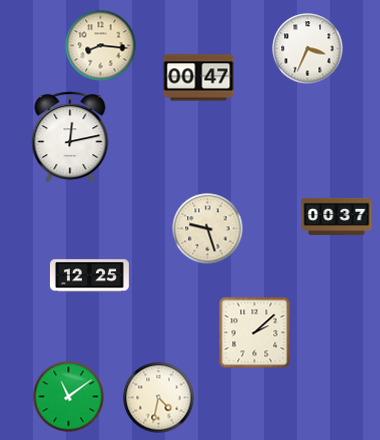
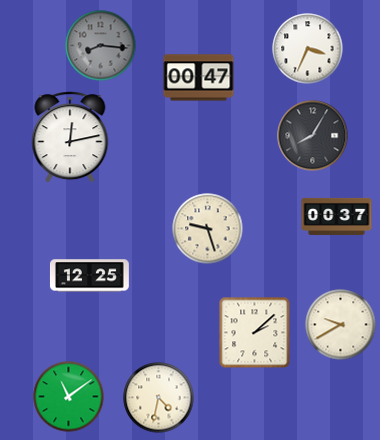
clock at (101, 46) dial: cream -> grey
clock at (313, 136): none -> 8:05
clock at (341, 325): none -> 9:40
